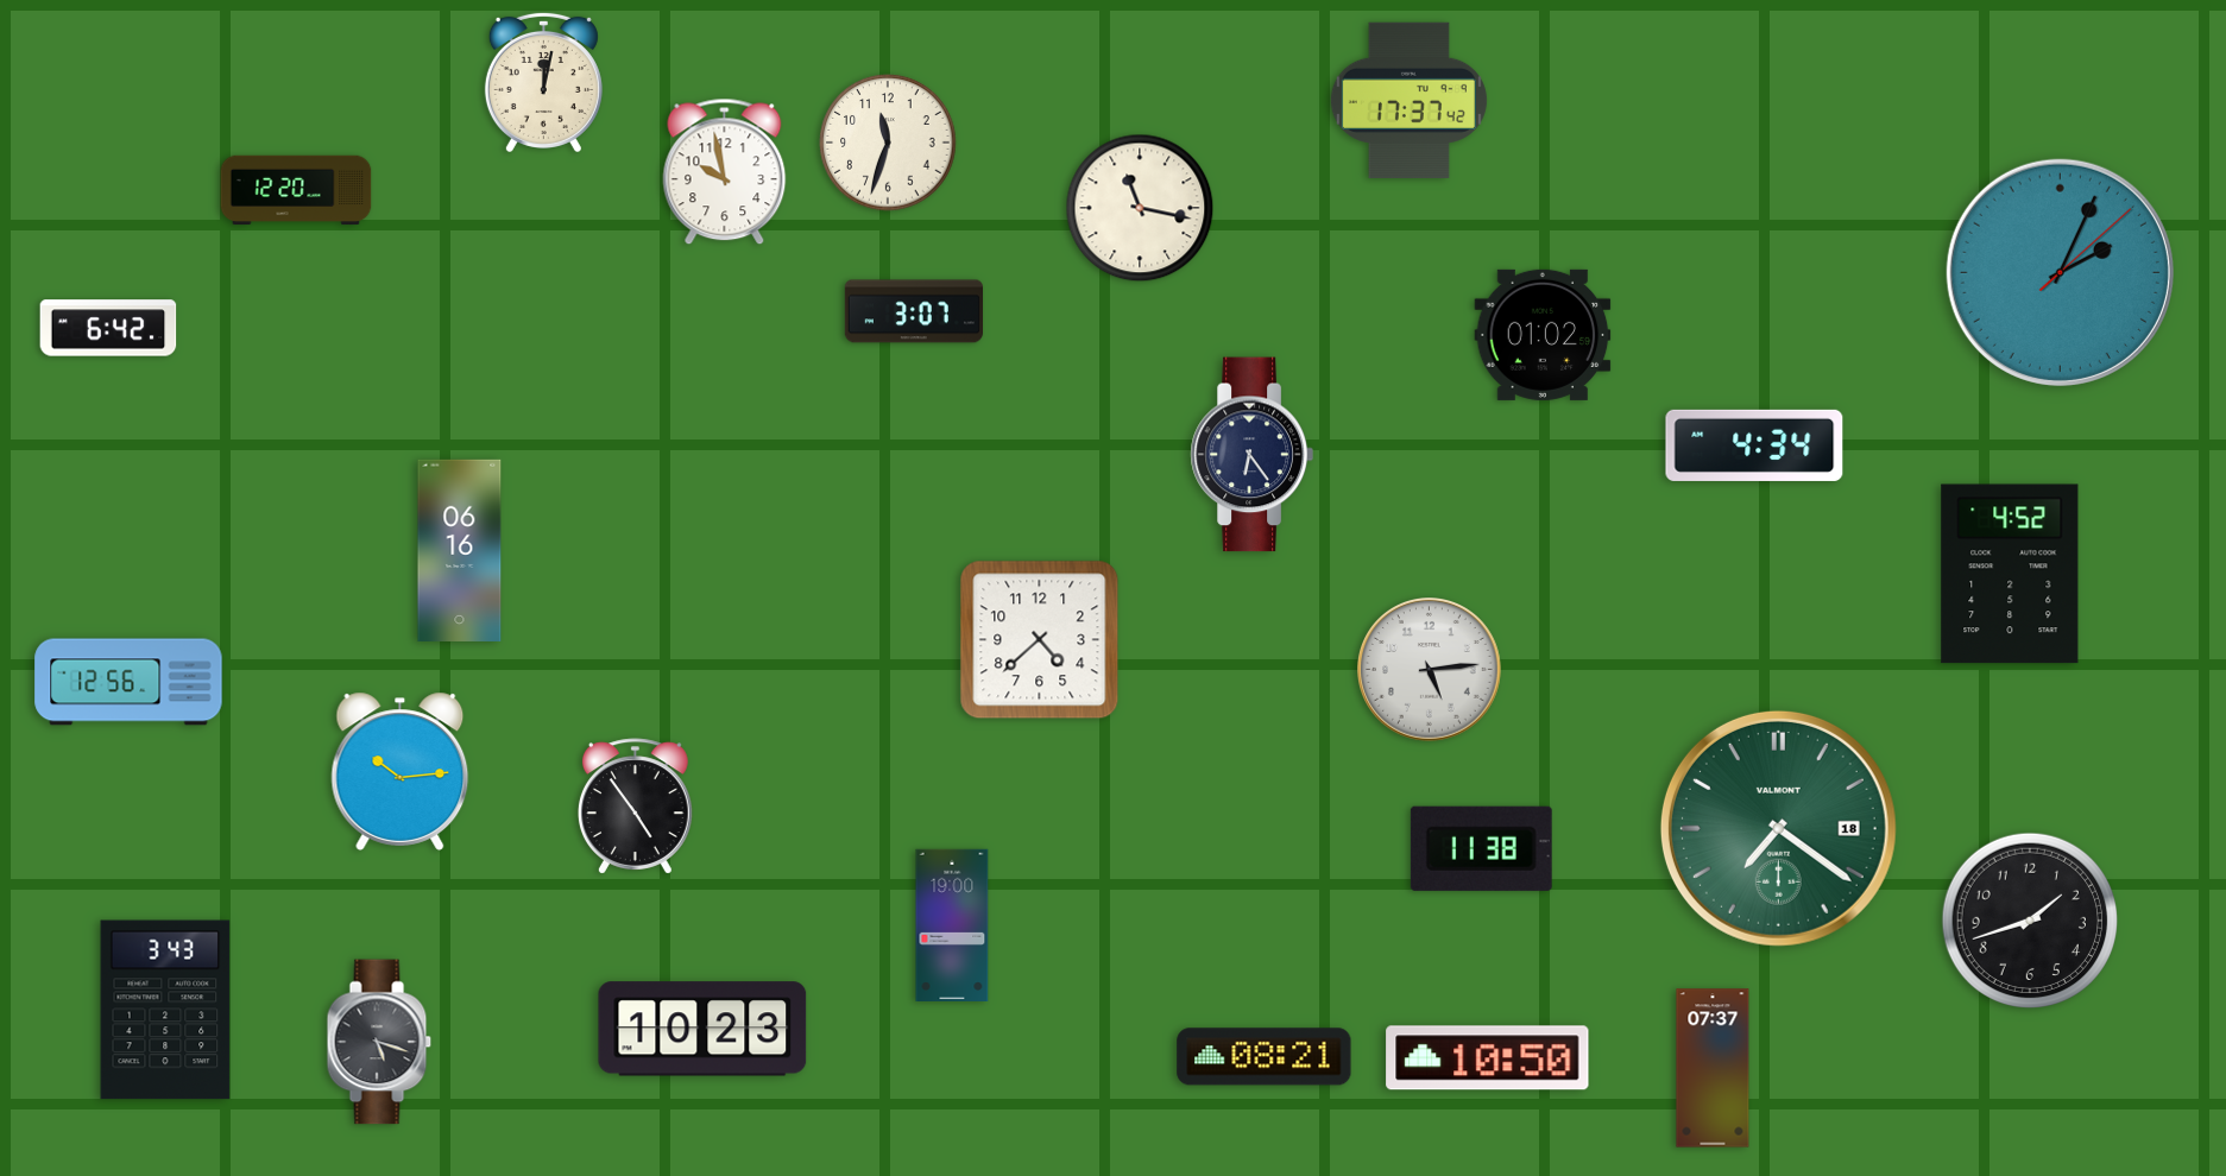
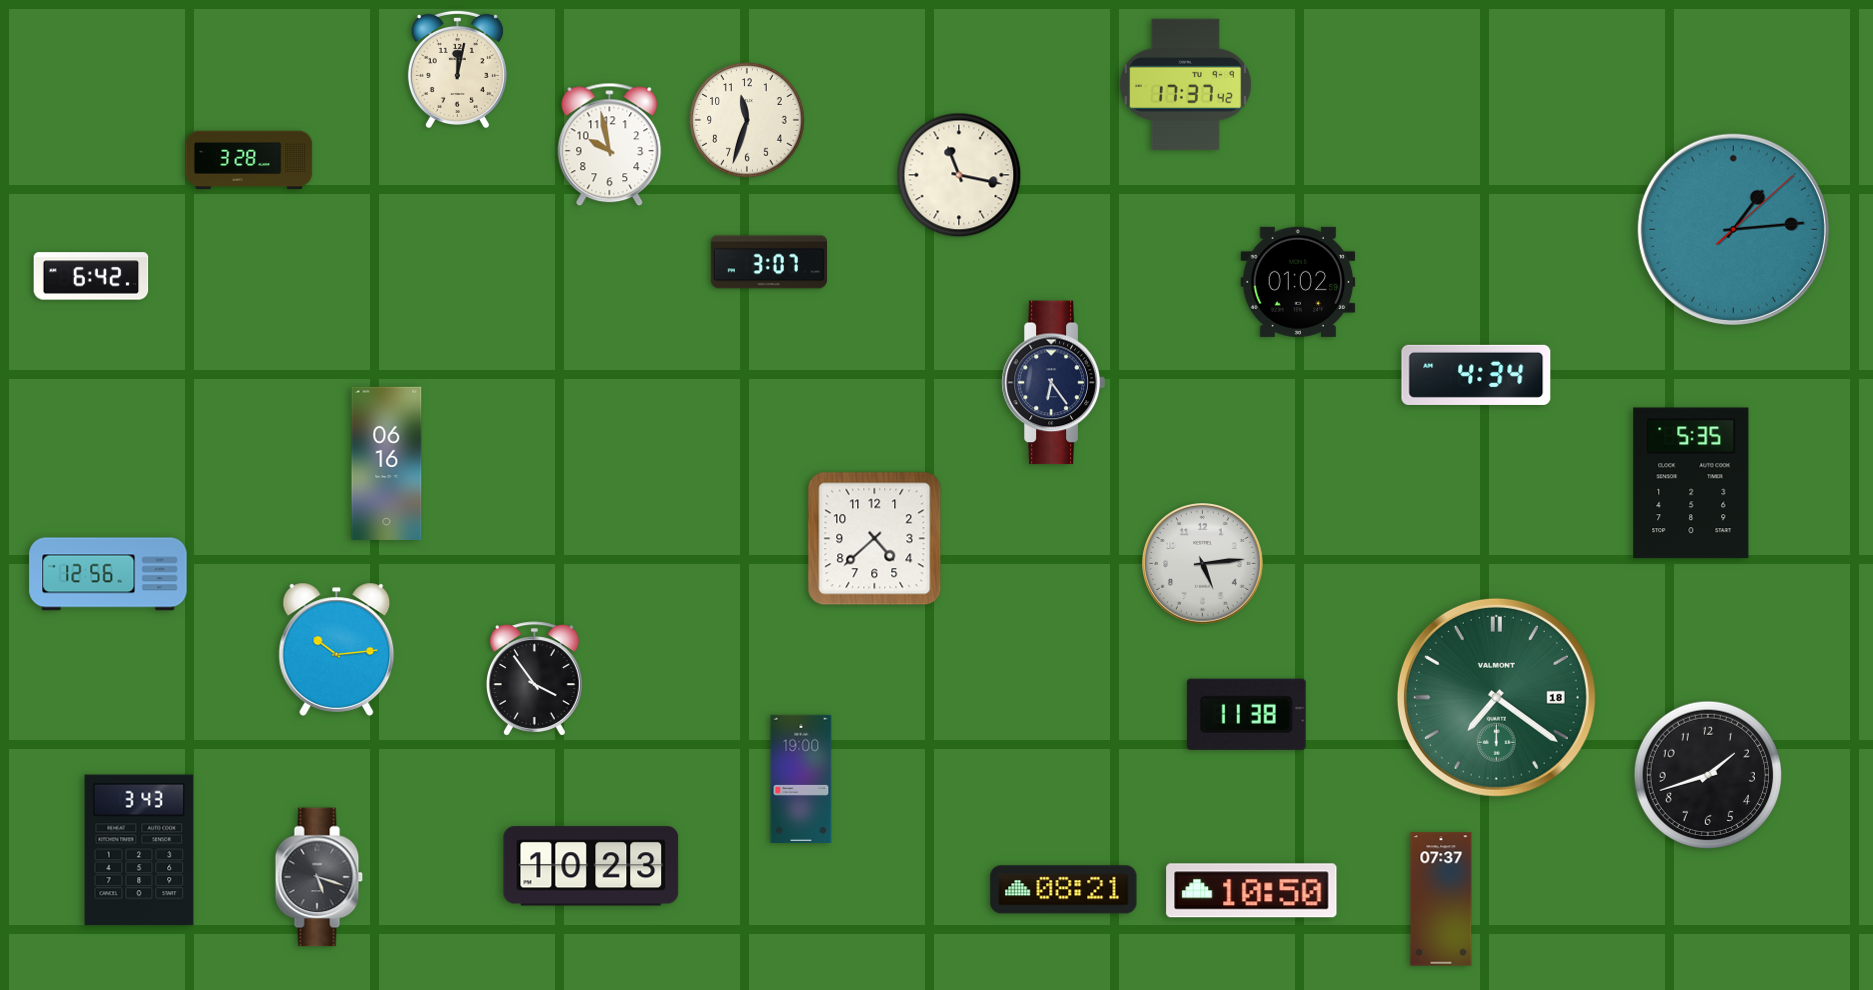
clock at (296, 190): 12:20 -> 3:28
clock at (2060, 272): 2:04 -> 1:14
clock at (2010, 574): 4:52 -> 5:35
clock at (635, 807): 4:54 -> 3:54
